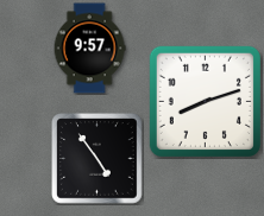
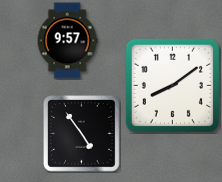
clock at (89, 49) position: (89, 49) -> (67, 41)
clock at (205, 101): 8:12 -> 8:09
